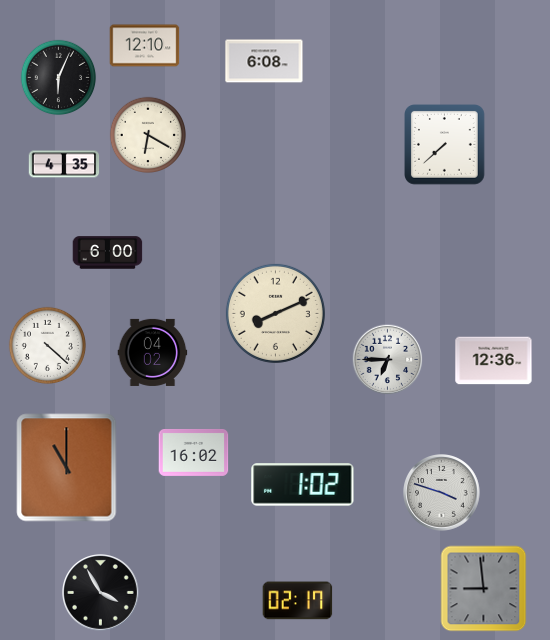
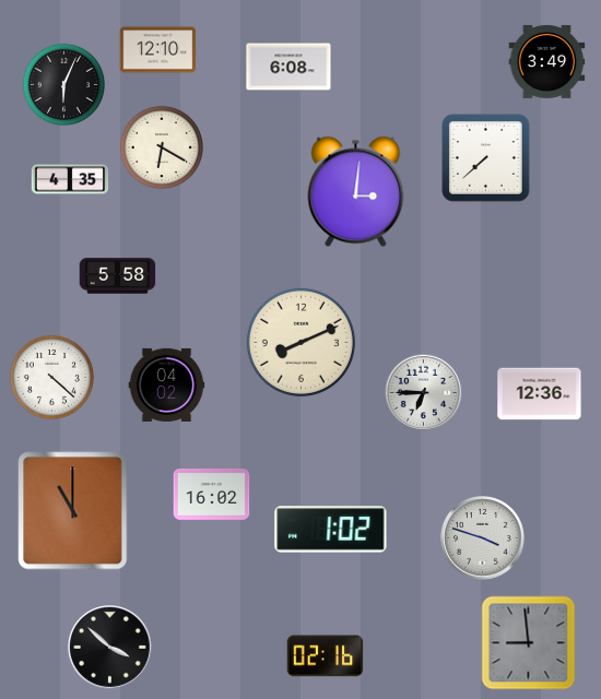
clock at (547, 61): none -> 3:49
clock at (356, 192): none -> 3:01
clock at (108, 253): 6:00 -> 5:58
clock at (101, 593): 3:55 -> 3:52
clock at (298, 601): 02:17 -> 02:16
